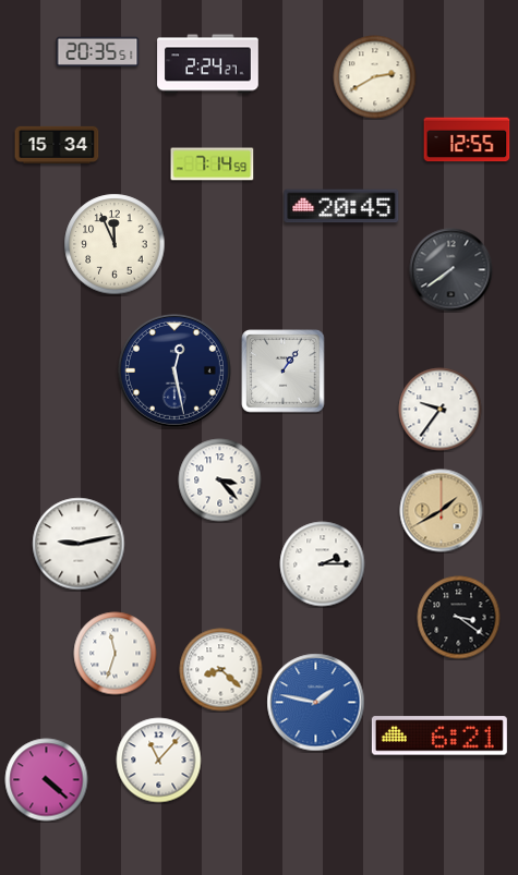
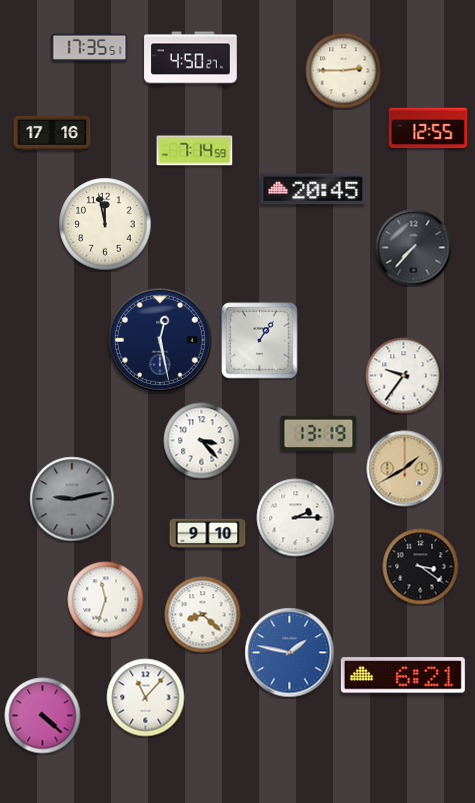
clock at (98, 51): 20:35 -> 17:35
clock at (208, 64): 2:24 -> 4:50
clock at (375, 77): 2:40 -> 2:45
clock at (57, 145): 15:34 -> 17:16
clock at (115, 244): 11:56 -> 11:58
clock at (451, 270): 7:39 -> 7:37
clock at (319, 434): none -> 13:19
clock at (79, 544) dial: white -> grey
clock at (208, 533): none -> 9:10
clock at (316, 703) position: (316, 703) -> (290, 653)
